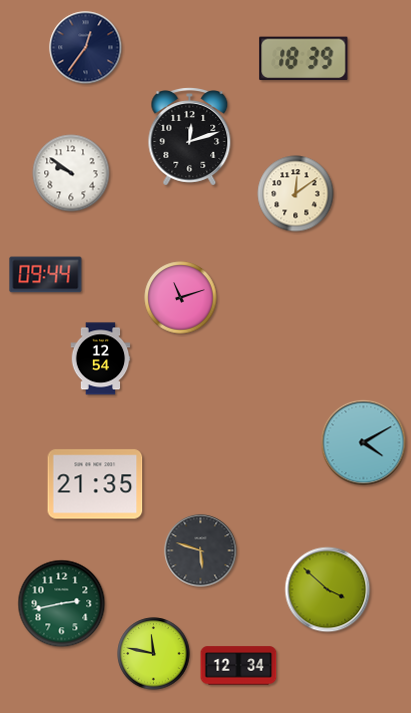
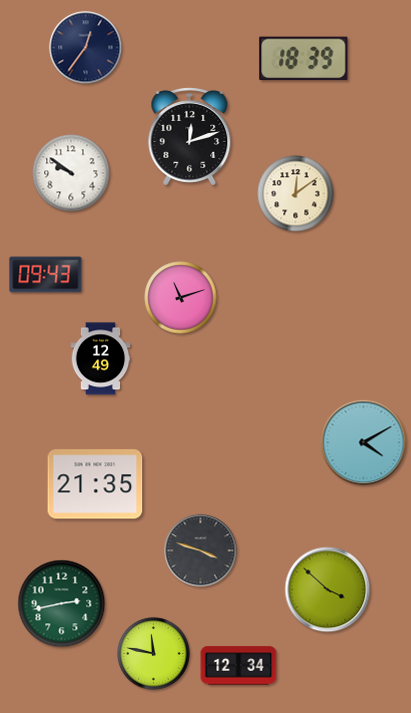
clock at (46, 275): 09:44 -> 09:43
clock at (101, 359): 12:54 -> 12:49
clock at (201, 551): 5:48 -> 3:48
